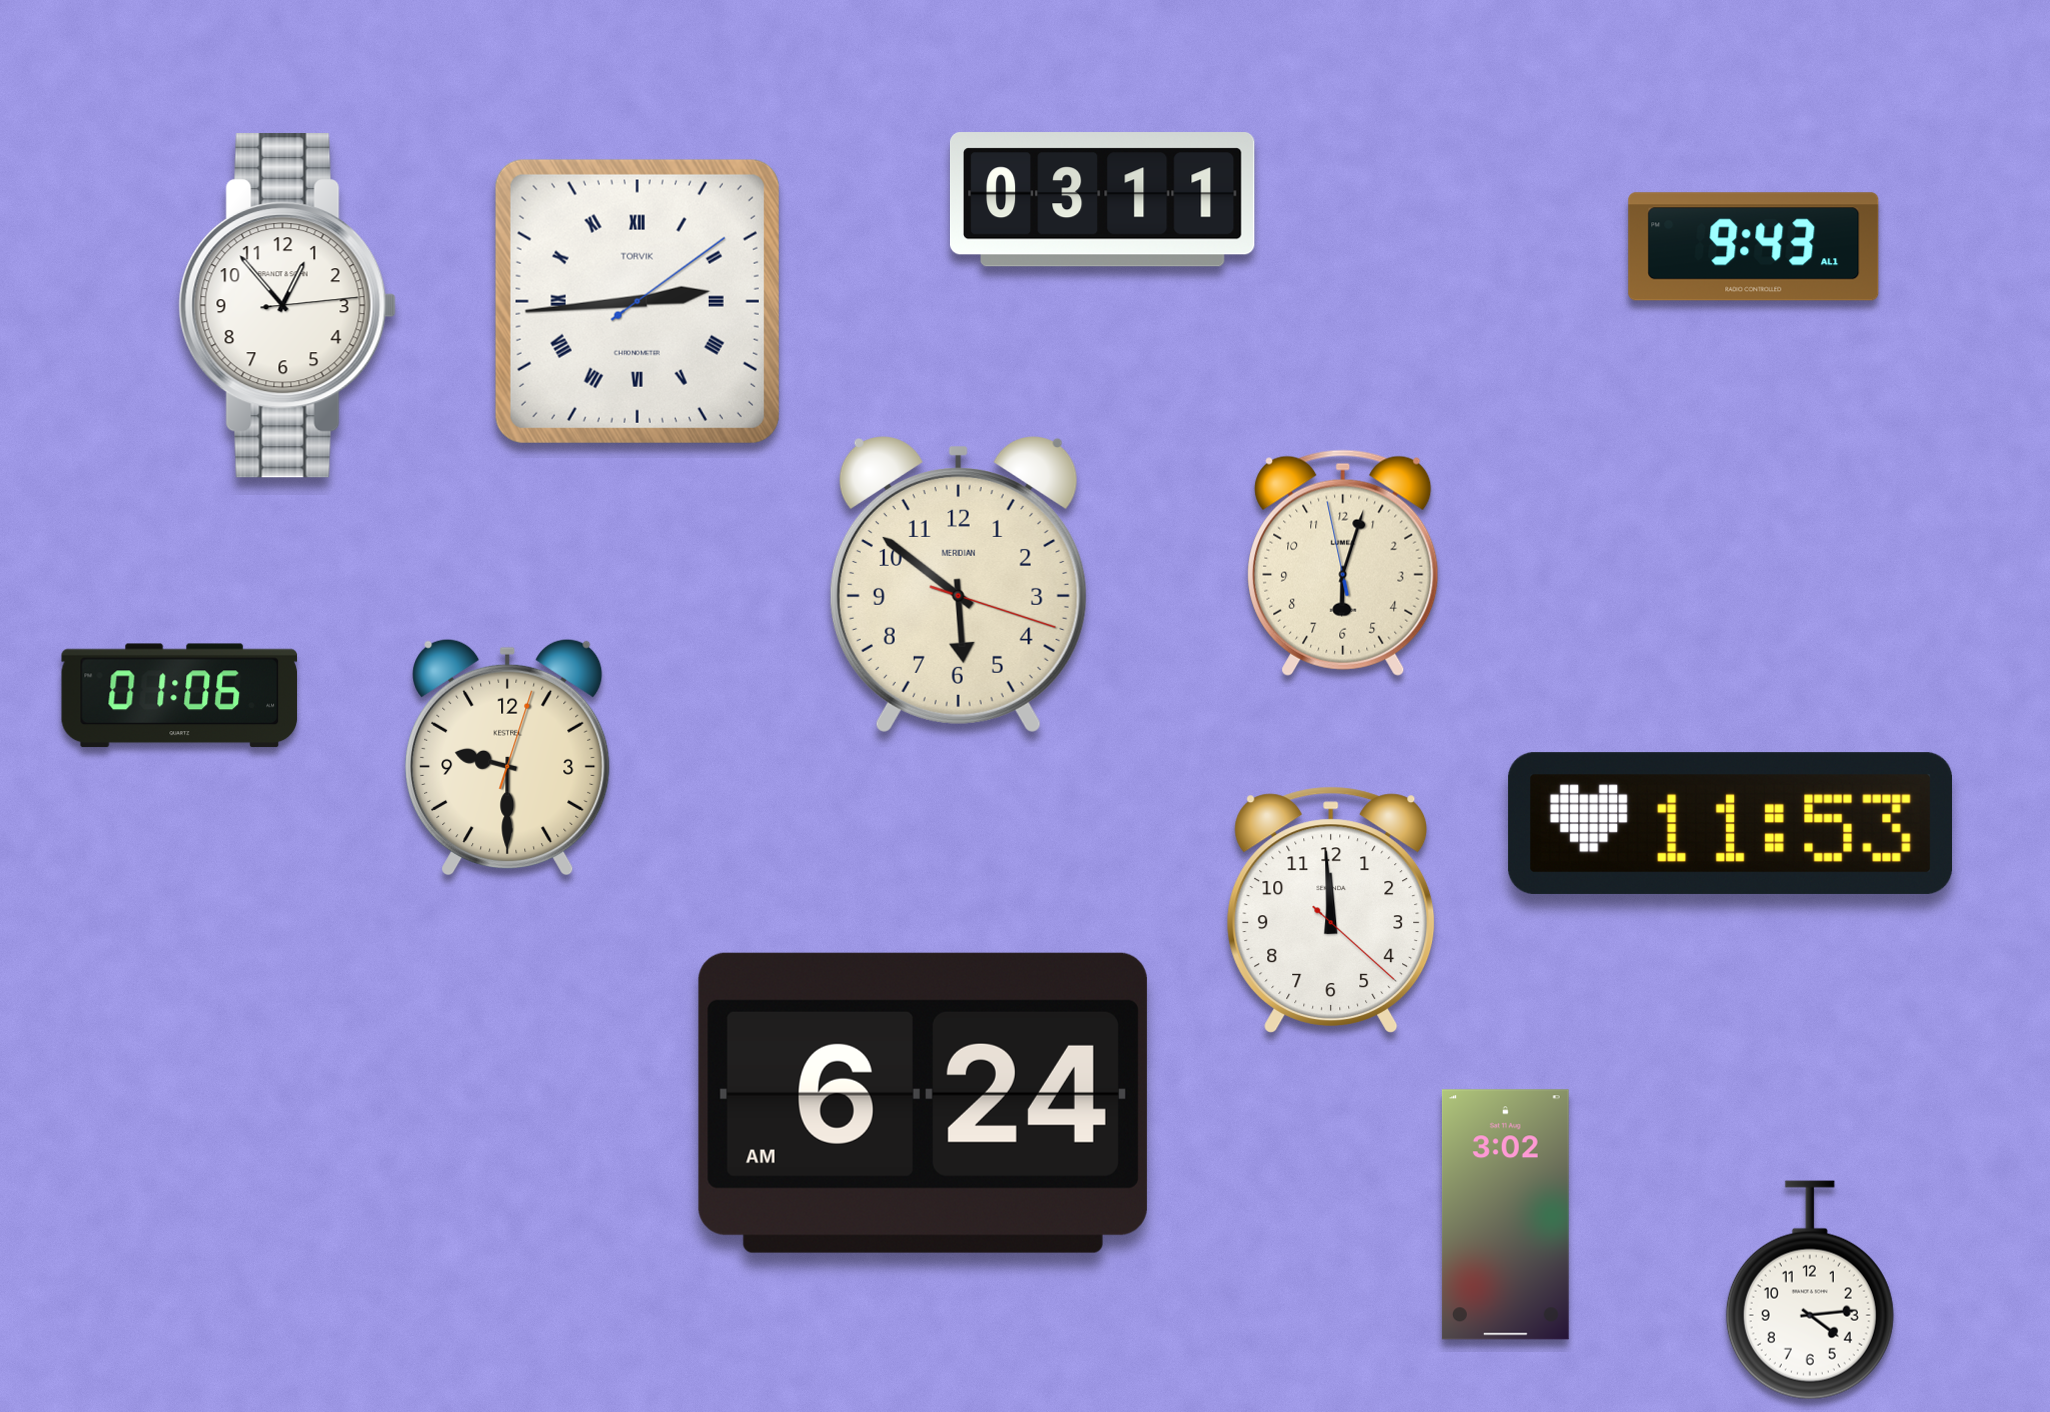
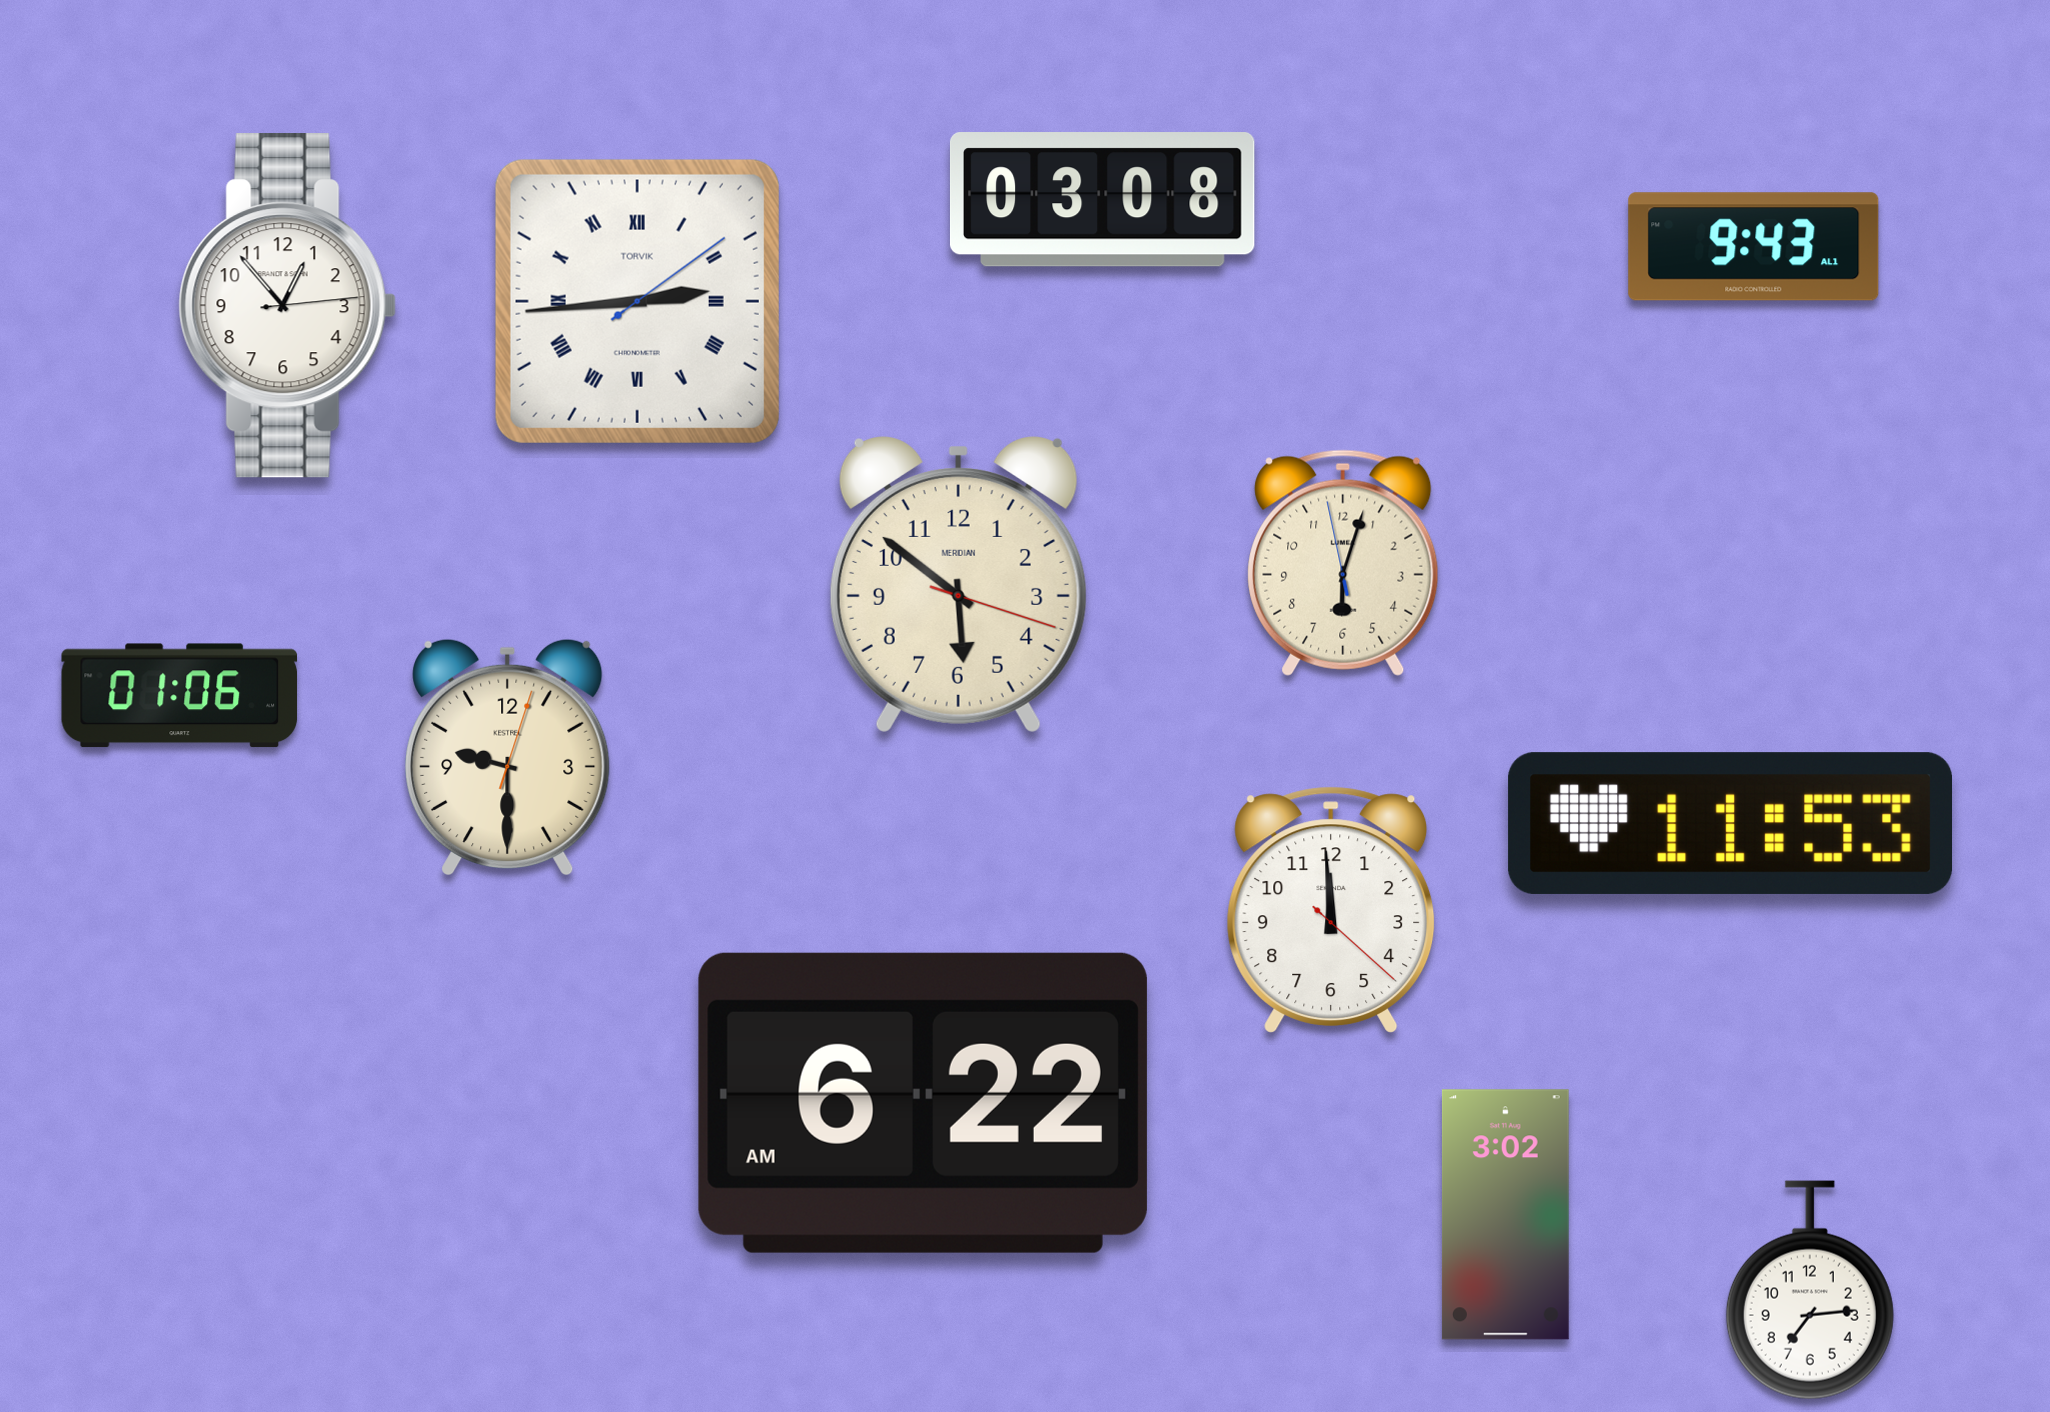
clock at (1102, 200): 03:11 -> 03:08
clock at (923, 1103): 6:24 -> 6:22
clock at (1810, 1290): 4:14 -> 7:14
